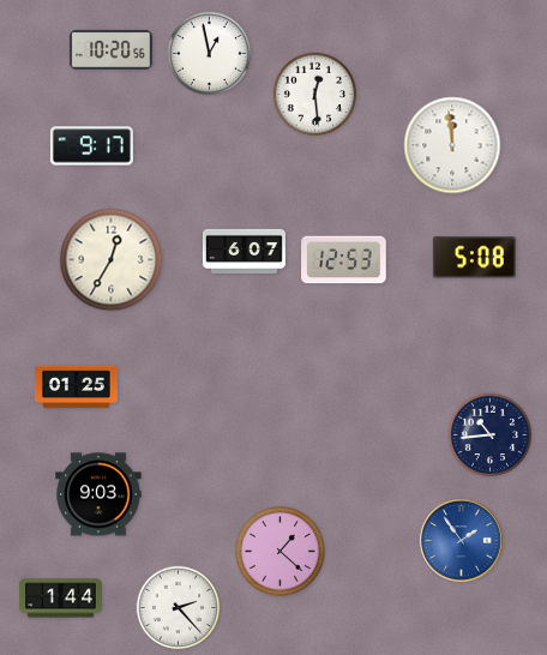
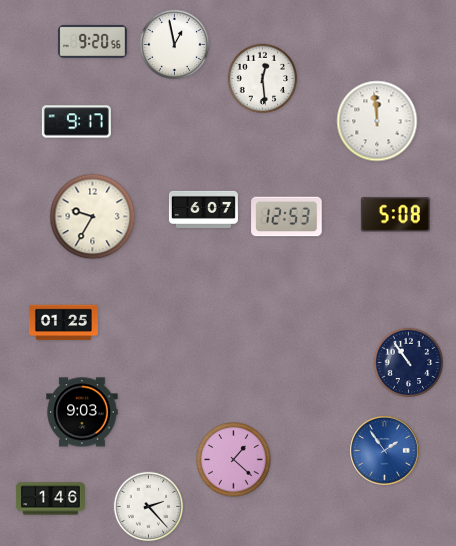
clock at (110, 49): 10:20 -> 9:20
clock at (112, 260): 12:35 -> 9:35
clock at (491, 435): 10:44 -> 10:54
clock at (60, 599): 1:44 -> 1:46
